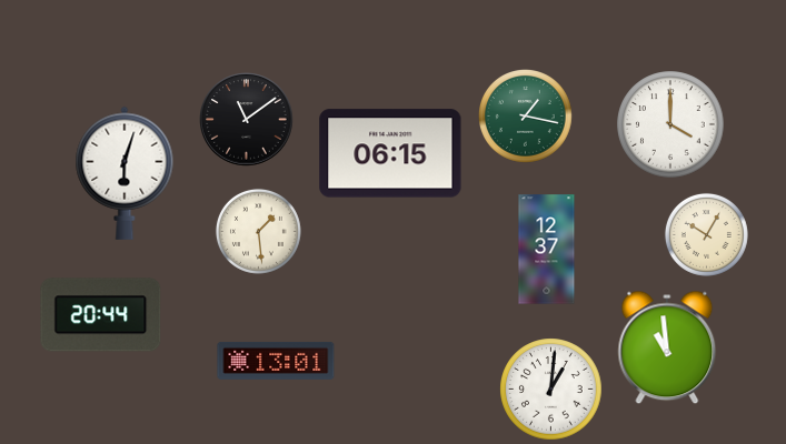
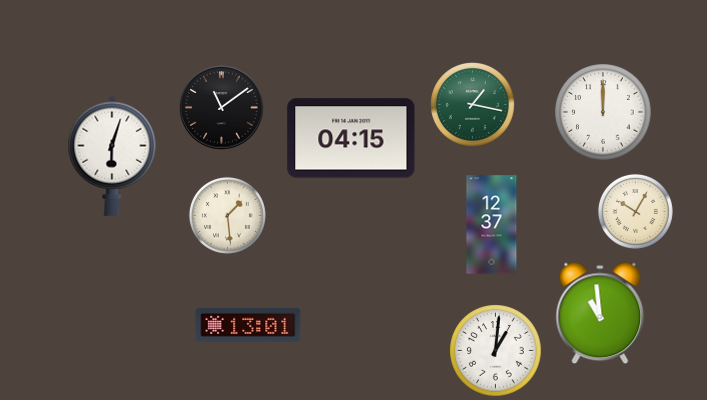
clock at (670, 124): 4:00 -> 12:00
clock at (390, 153): 06:15 -> 04:15
clock at (258, 231) position: (258, 231) -> (227, 215)
clock at (101, 315): 20:44 -> none
